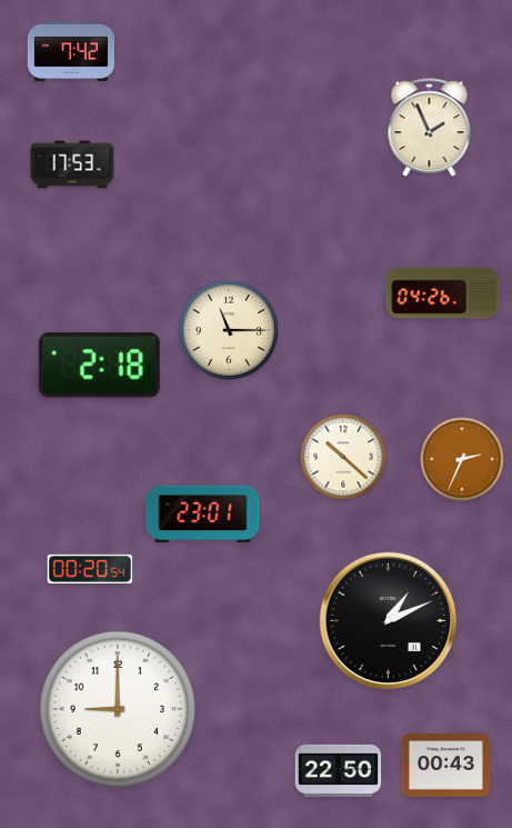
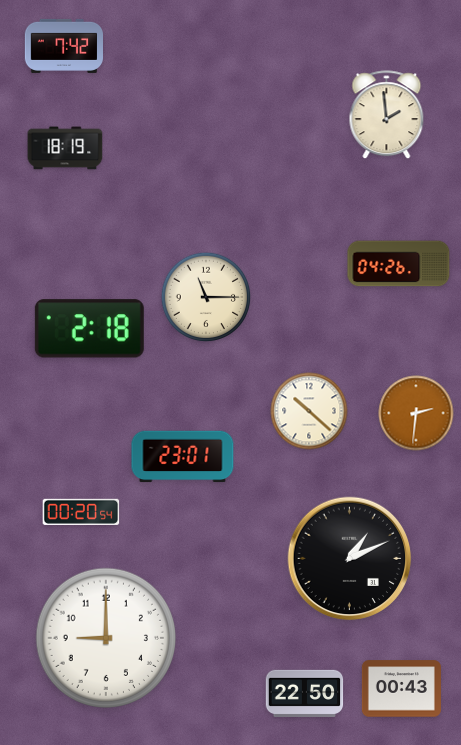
clock at (430, 128): 1:56 -> 1:59
clock at (72, 164): 17:53 -> 18:19
clock at (462, 459): 2:34 -> 2:31
clock at (203, 515) position: (203, 515) -> (183, 457)
